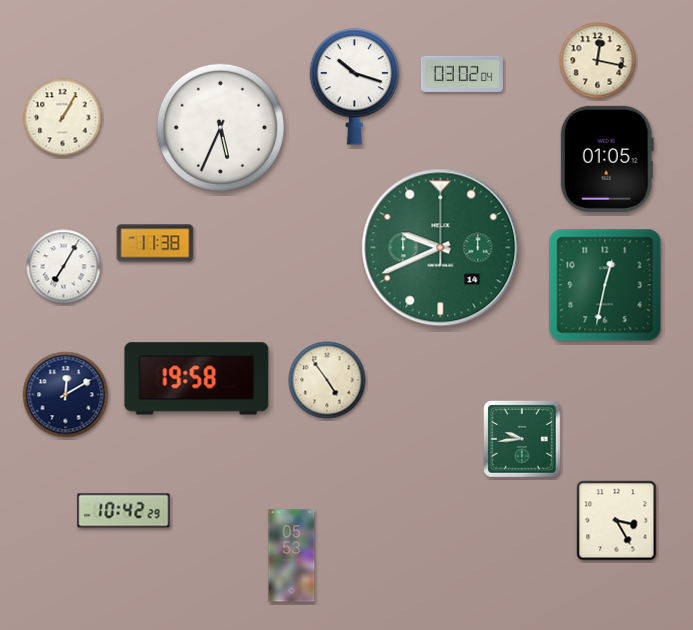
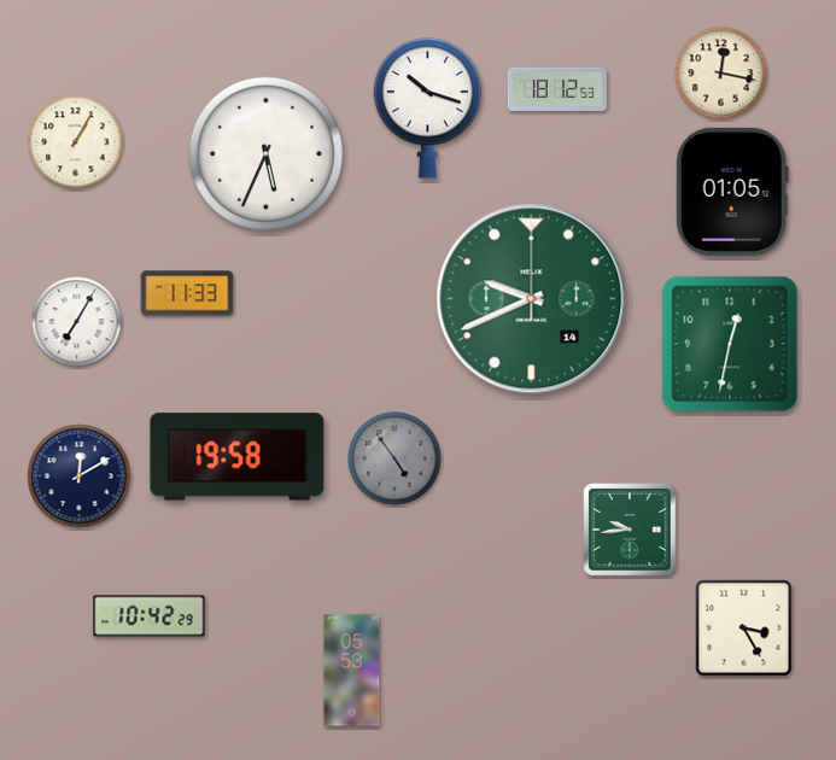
clock at (462, 74): 03:02 -> 18:12
clock at (355, 87) position: (355, 87) -> (428, 109)
clock at (155, 243): 11:38 -> 11:33
clock at (327, 380) dial: cream -> grey
